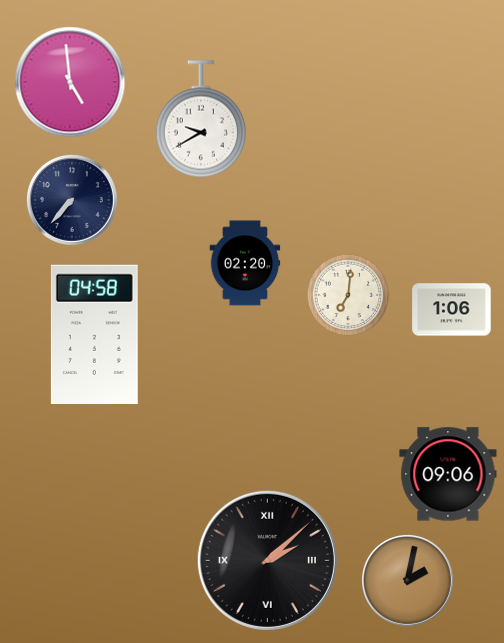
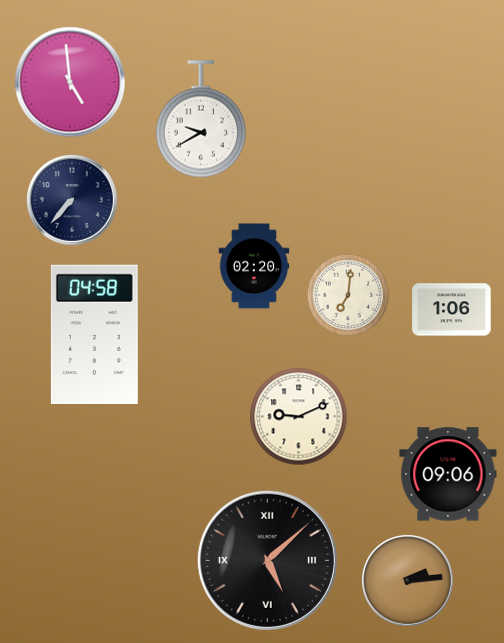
clock at (245, 263) position: (245, 263) -> (254, 266)
clock at (299, 417): none -> 9:11
clock at (267, 560): 2:08 -> 5:08
clock at (408, 581): 2:02 -> 2:14
